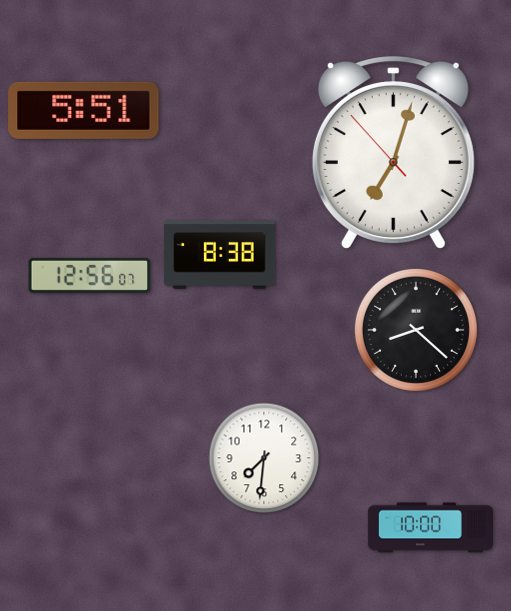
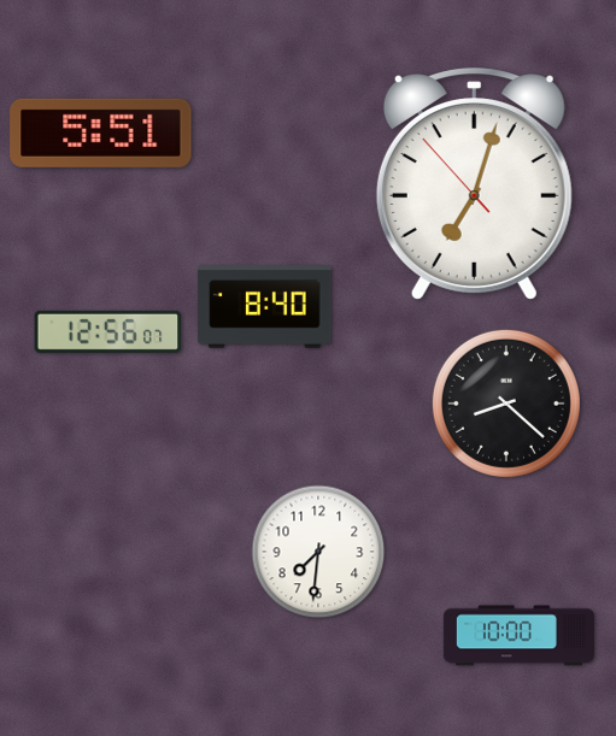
clock at (220, 255): 8:38 -> 8:40
clock at (416, 330) position: (416, 330) -> (506, 404)
